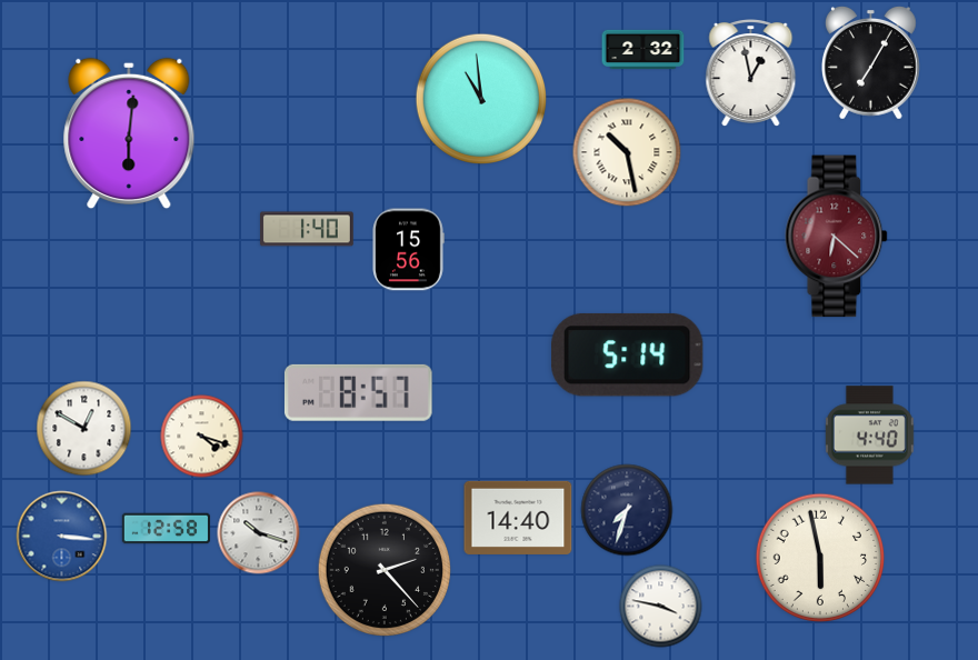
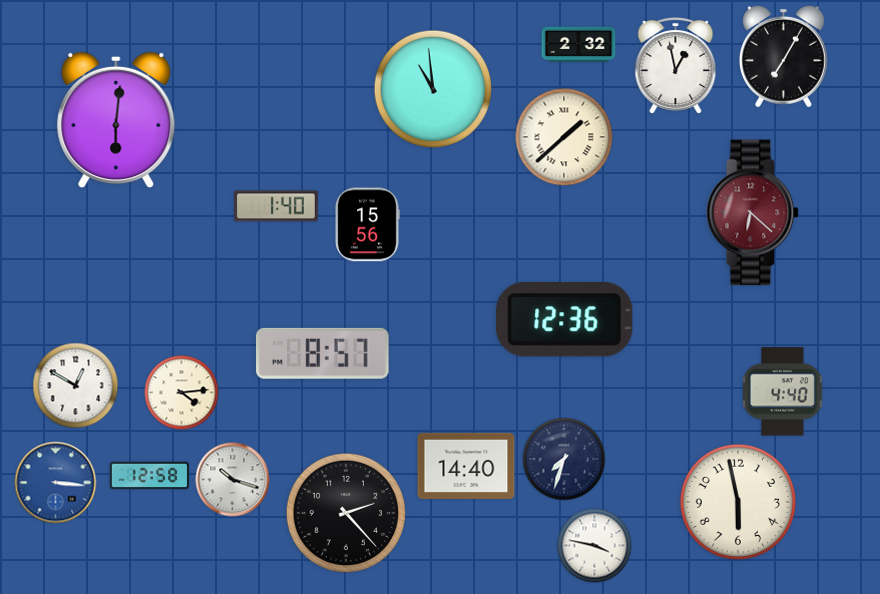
clock at (627, 152): 10:28 -> 1:38
clock at (628, 354): 5:14 -> 12:36
clock at (202, 437): 4:18 -> 4:14
